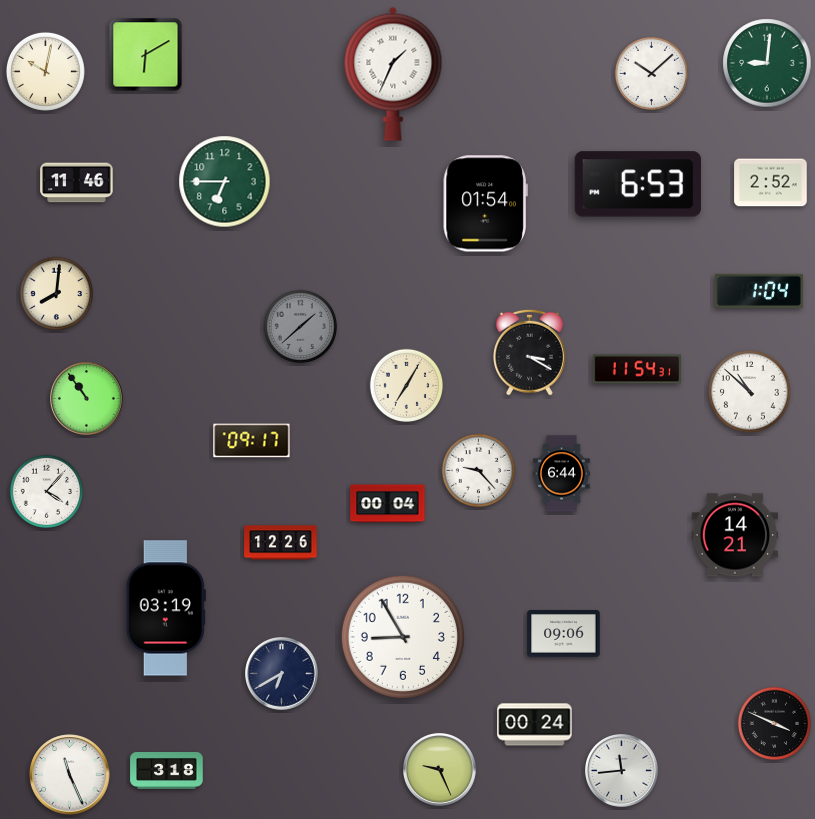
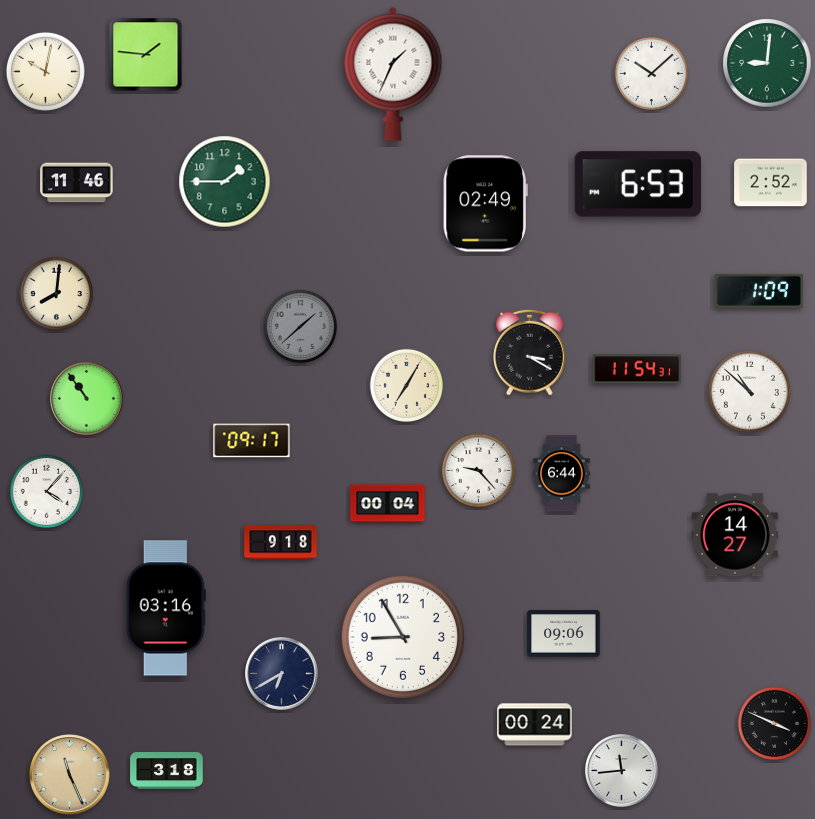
clock at (146, 55): 6:10 -> 1:46
clock at (225, 182): 6:45 -> 1:45
clock at (485, 204): 01:54 -> 02:49
clock at (759, 291): 1:04 -> 1:09
clock at (735, 535): 14:21 -> 14:27
clock at (281, 543): 12:26 -> 9:18
clock at (166, 608): 03:19 -> 03:16
clock at (440, 770): 9:26 -> none
clock at (70, 775) dial: white -> champagne
